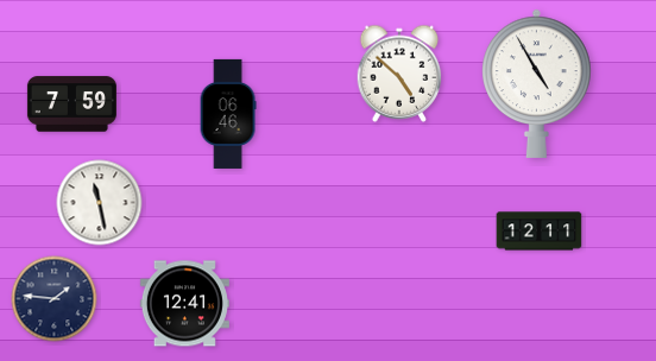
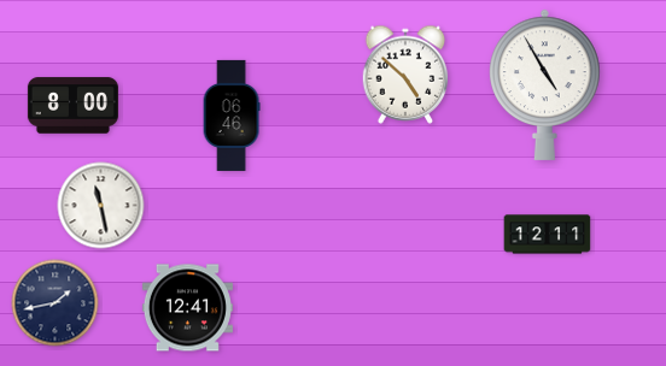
clock at (71, 104): 7:59 -> 8:00
clock at (55, 299): 1:46 -> 1:43
